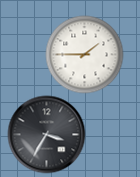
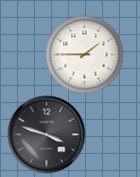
clock at (46, 134): 3:35 -> 3:48
